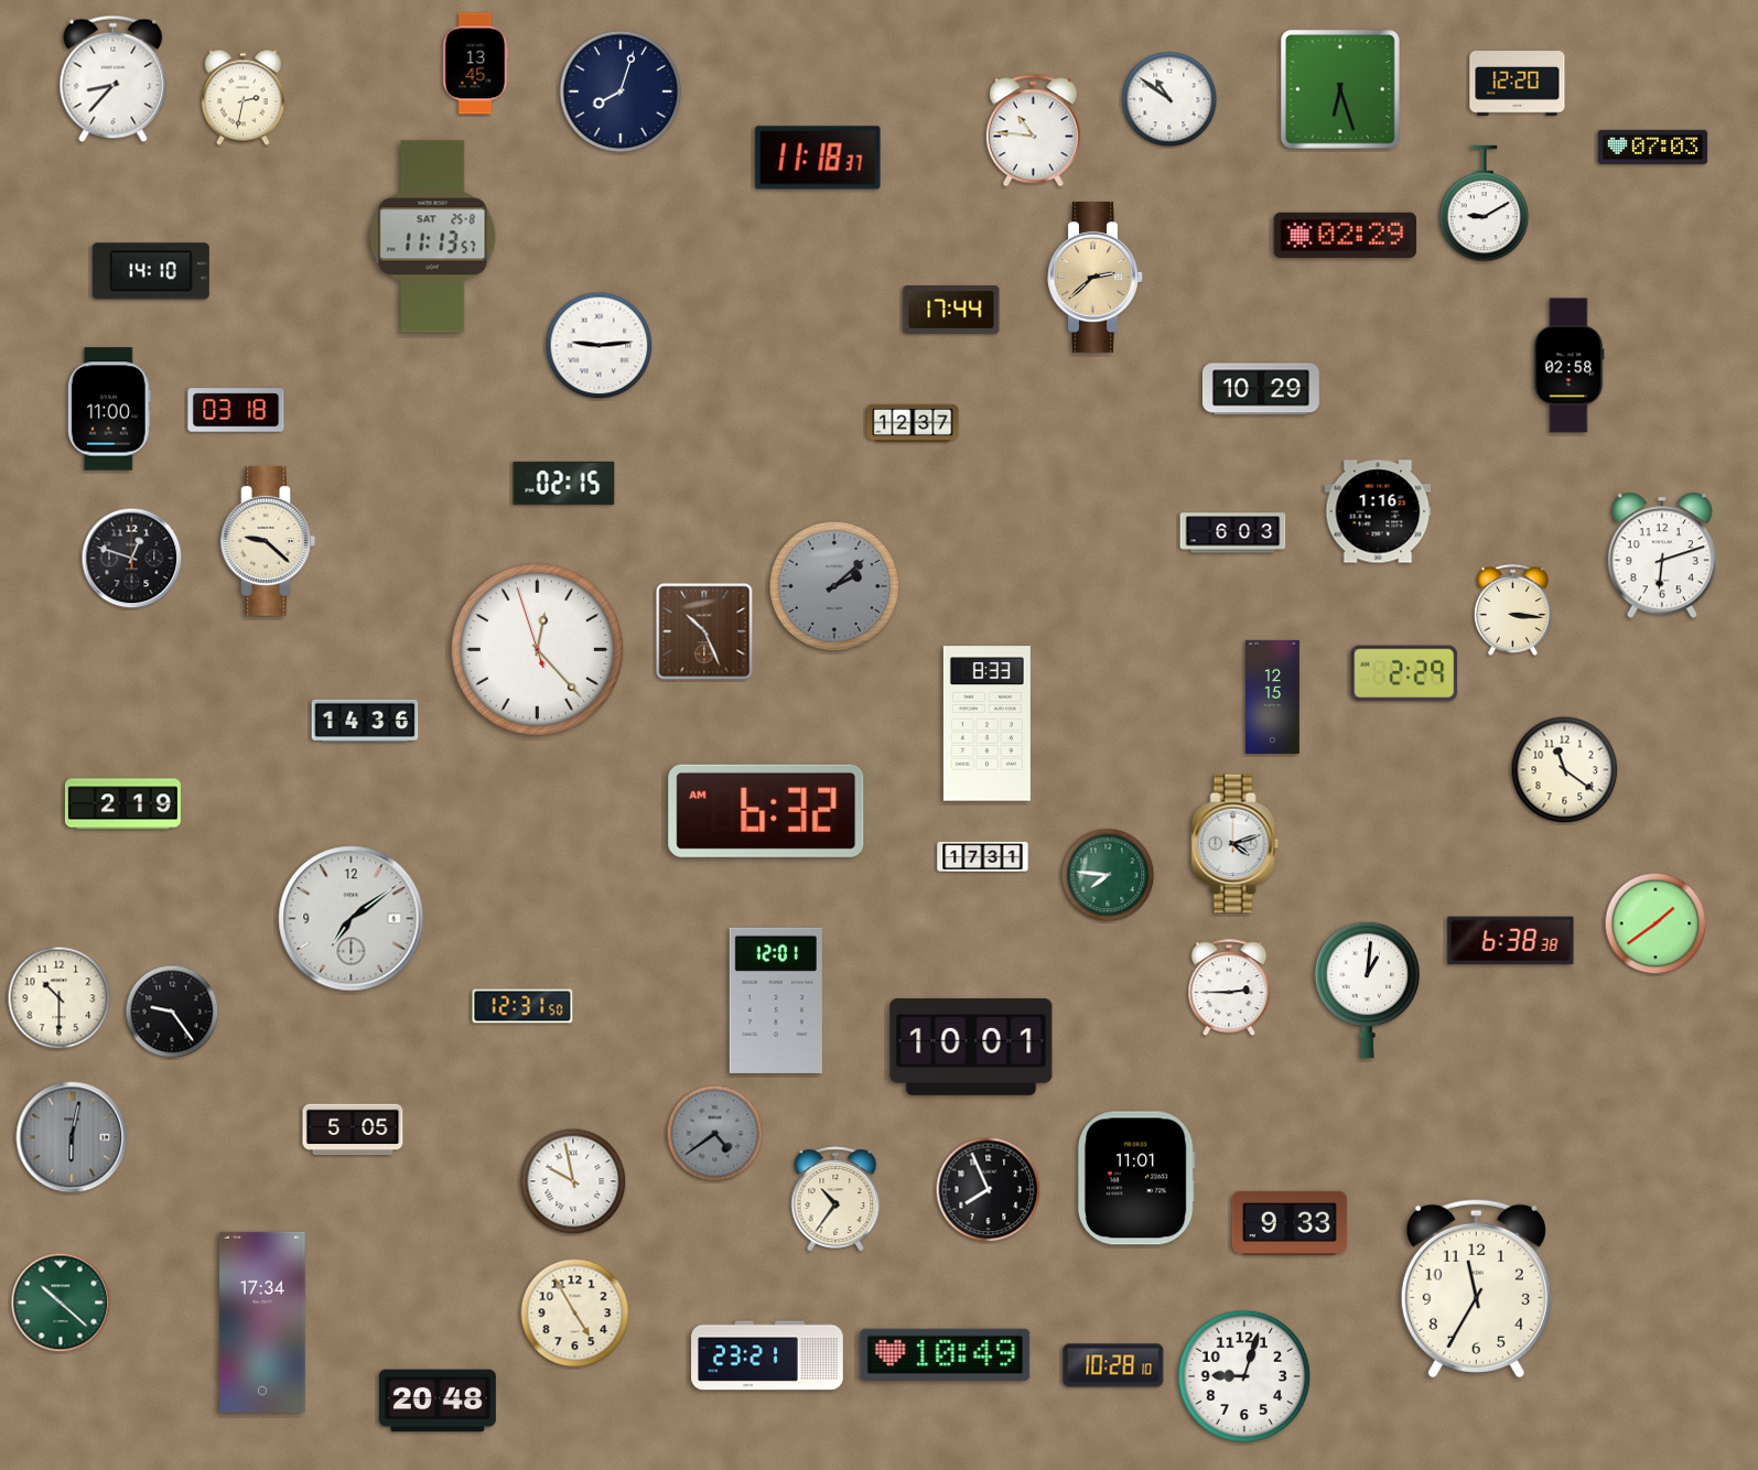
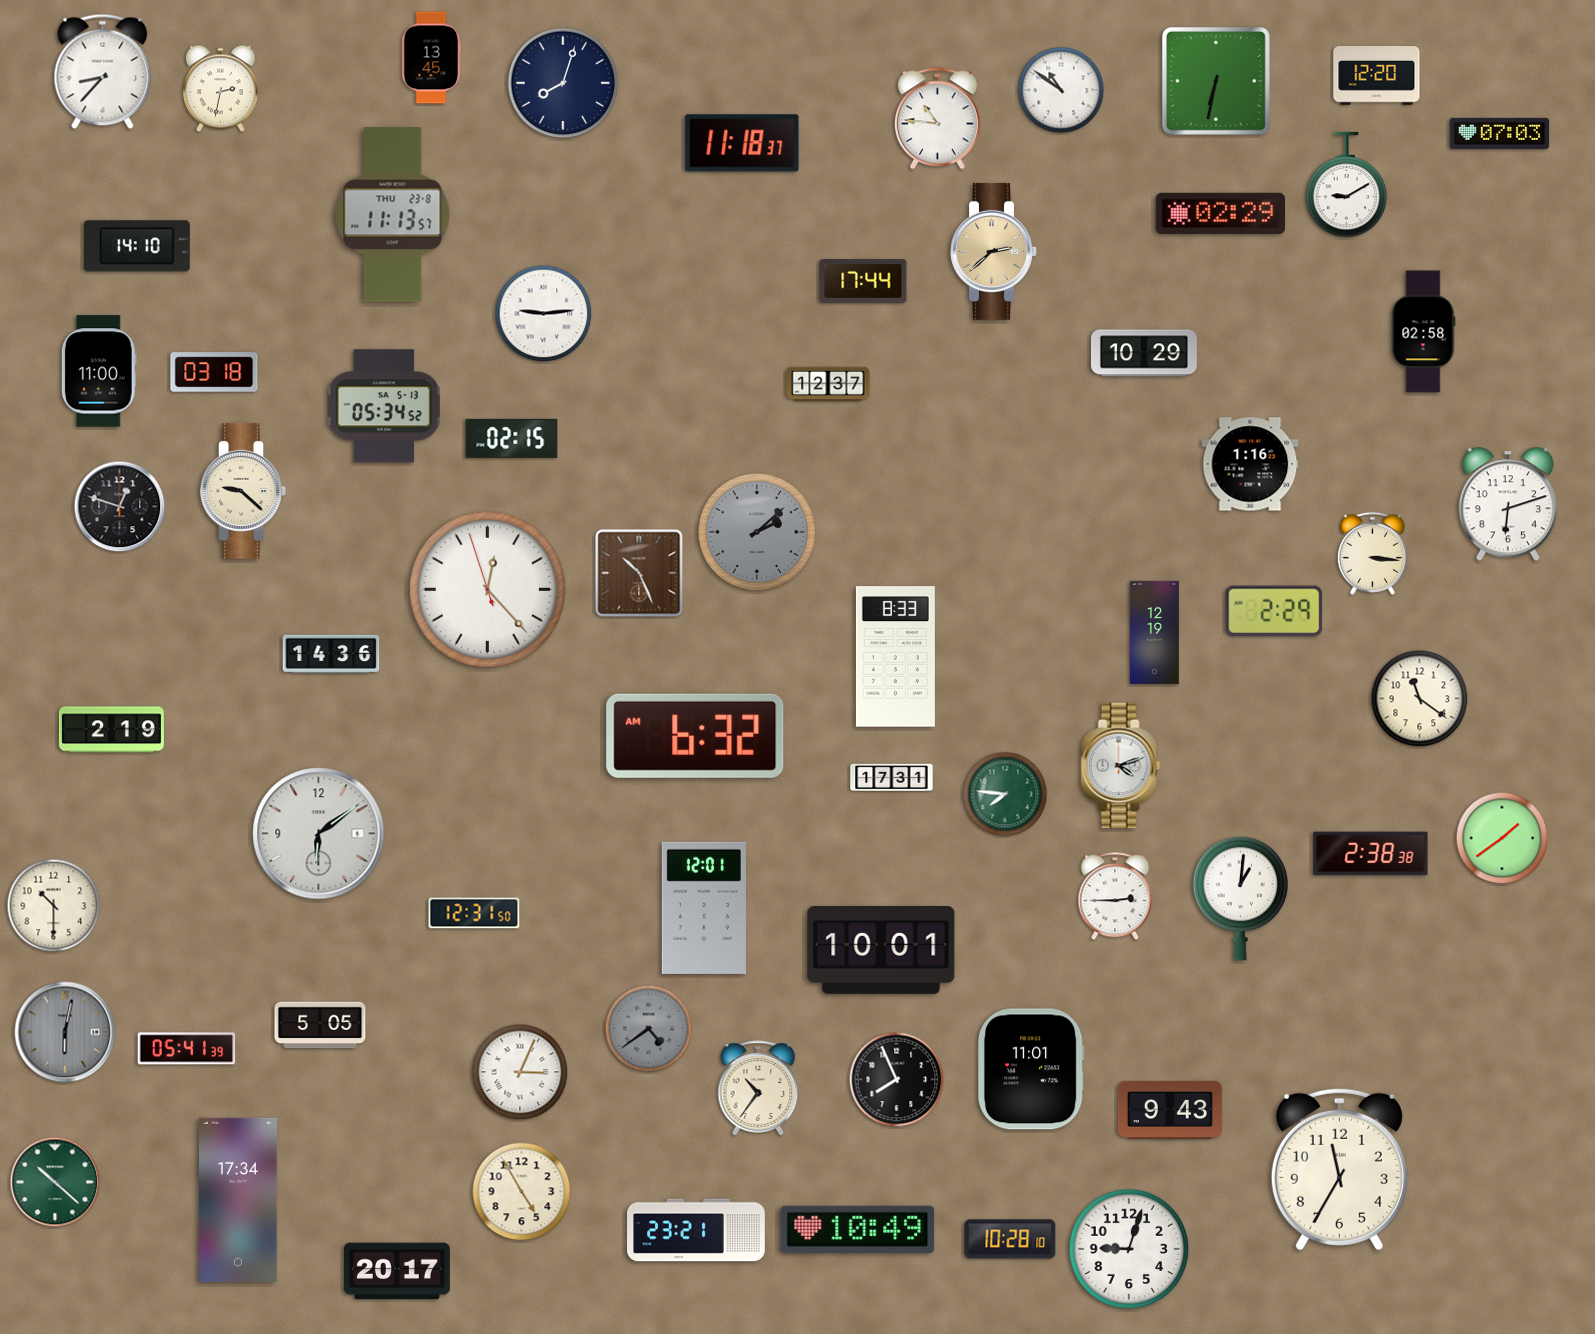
clock at (1341, 90): 6:27 -> 6:32
clock at (433, 237) date: SAT 25-8 -> THU 23-8
clock at (383, 406): none -> 05:34
clock at (1233, 533): 6:03 -> none
clock at (1273, 696): 12:15 -> 12:19
clock at (352, 919): 7:09 -> 6:09
clock at (1511, 941): 6:38 -> 2:38
clock at (172, 1012): 9:24 -> none
clock at (187, 1049): none -> 05:41
clock at (573, 1181): 9:58 -> 3:04
clock at (1290, 1223): 9:33 -> 9:43
clock at (438, 1401): 20:48 -> 20:17
